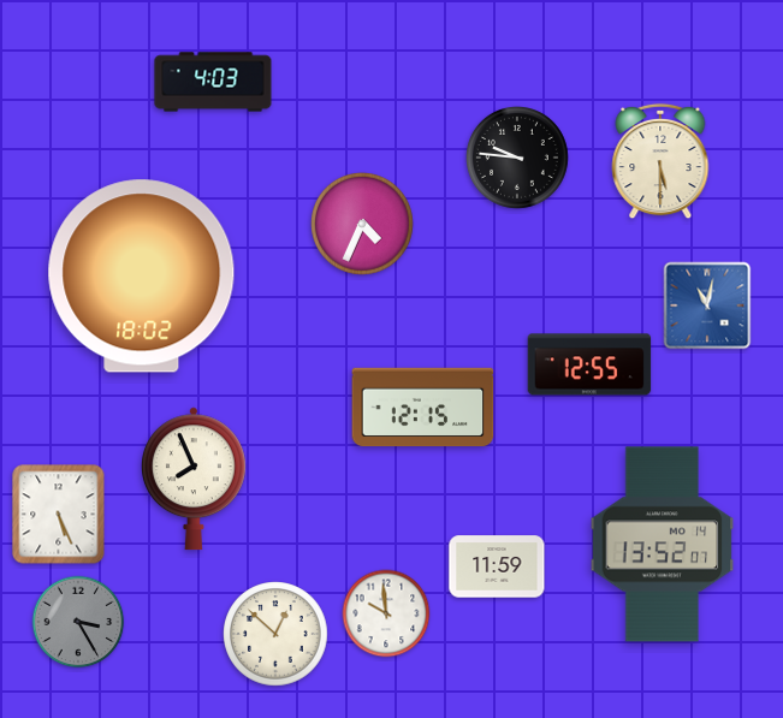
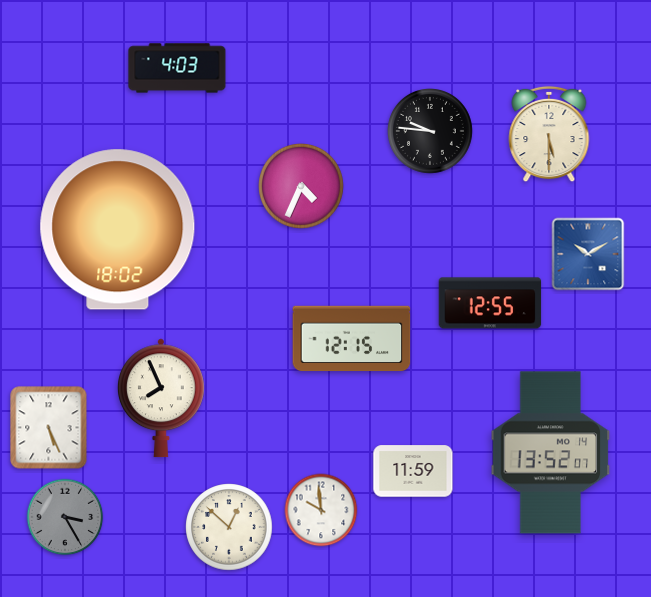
clock at (707, 305): 11:02 -> 10:10
